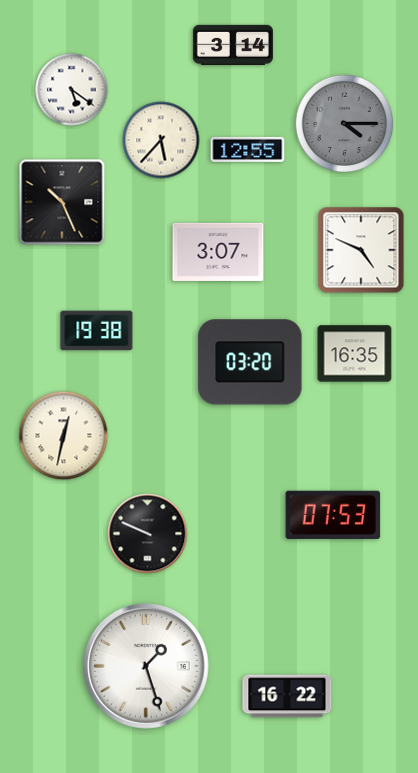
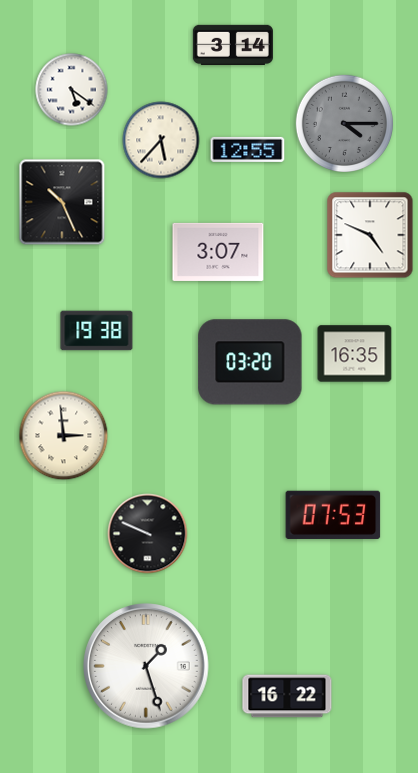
clock at (361, 250) position: (361, 250) -> (370, 235)
clock at (64, 436): 12:32 -> 2:59
